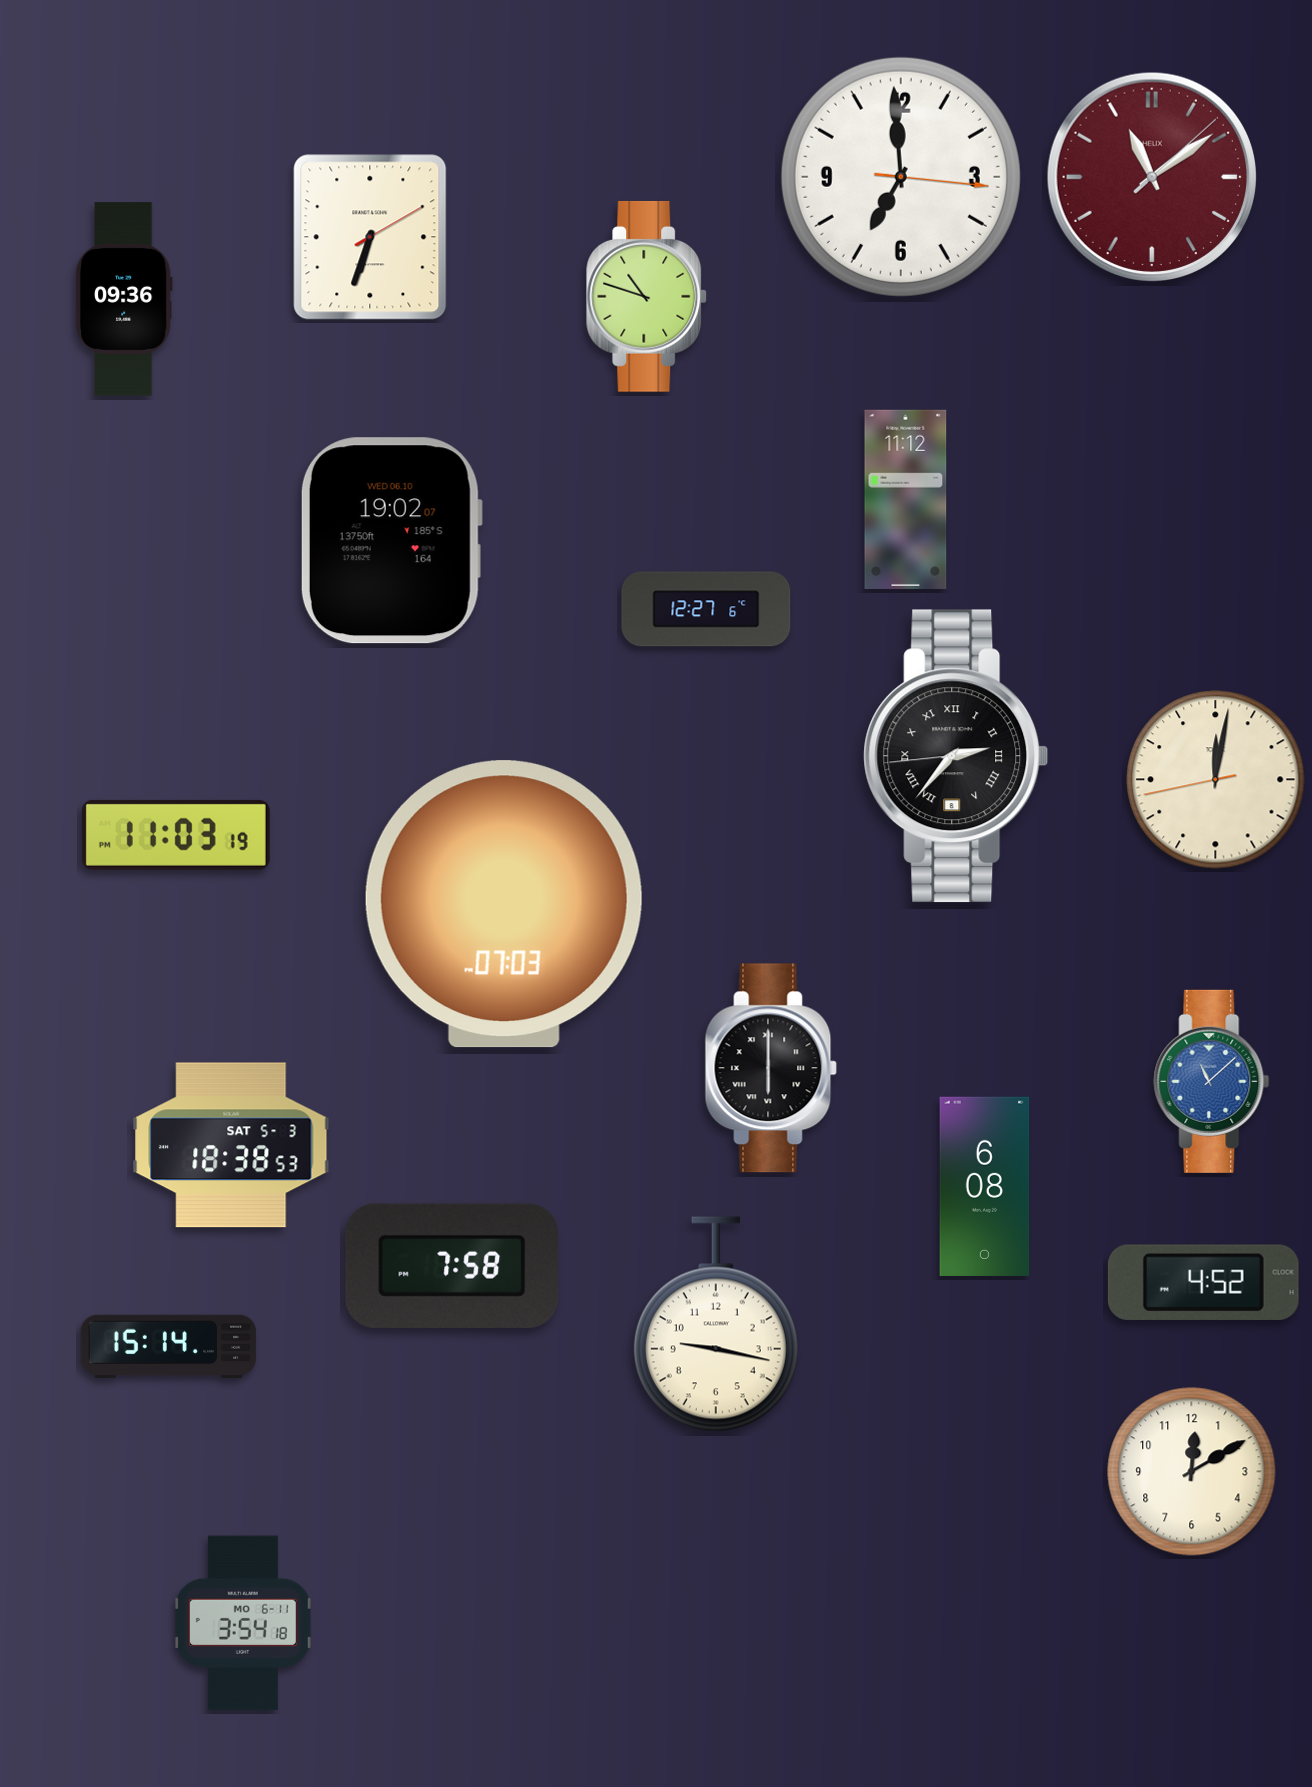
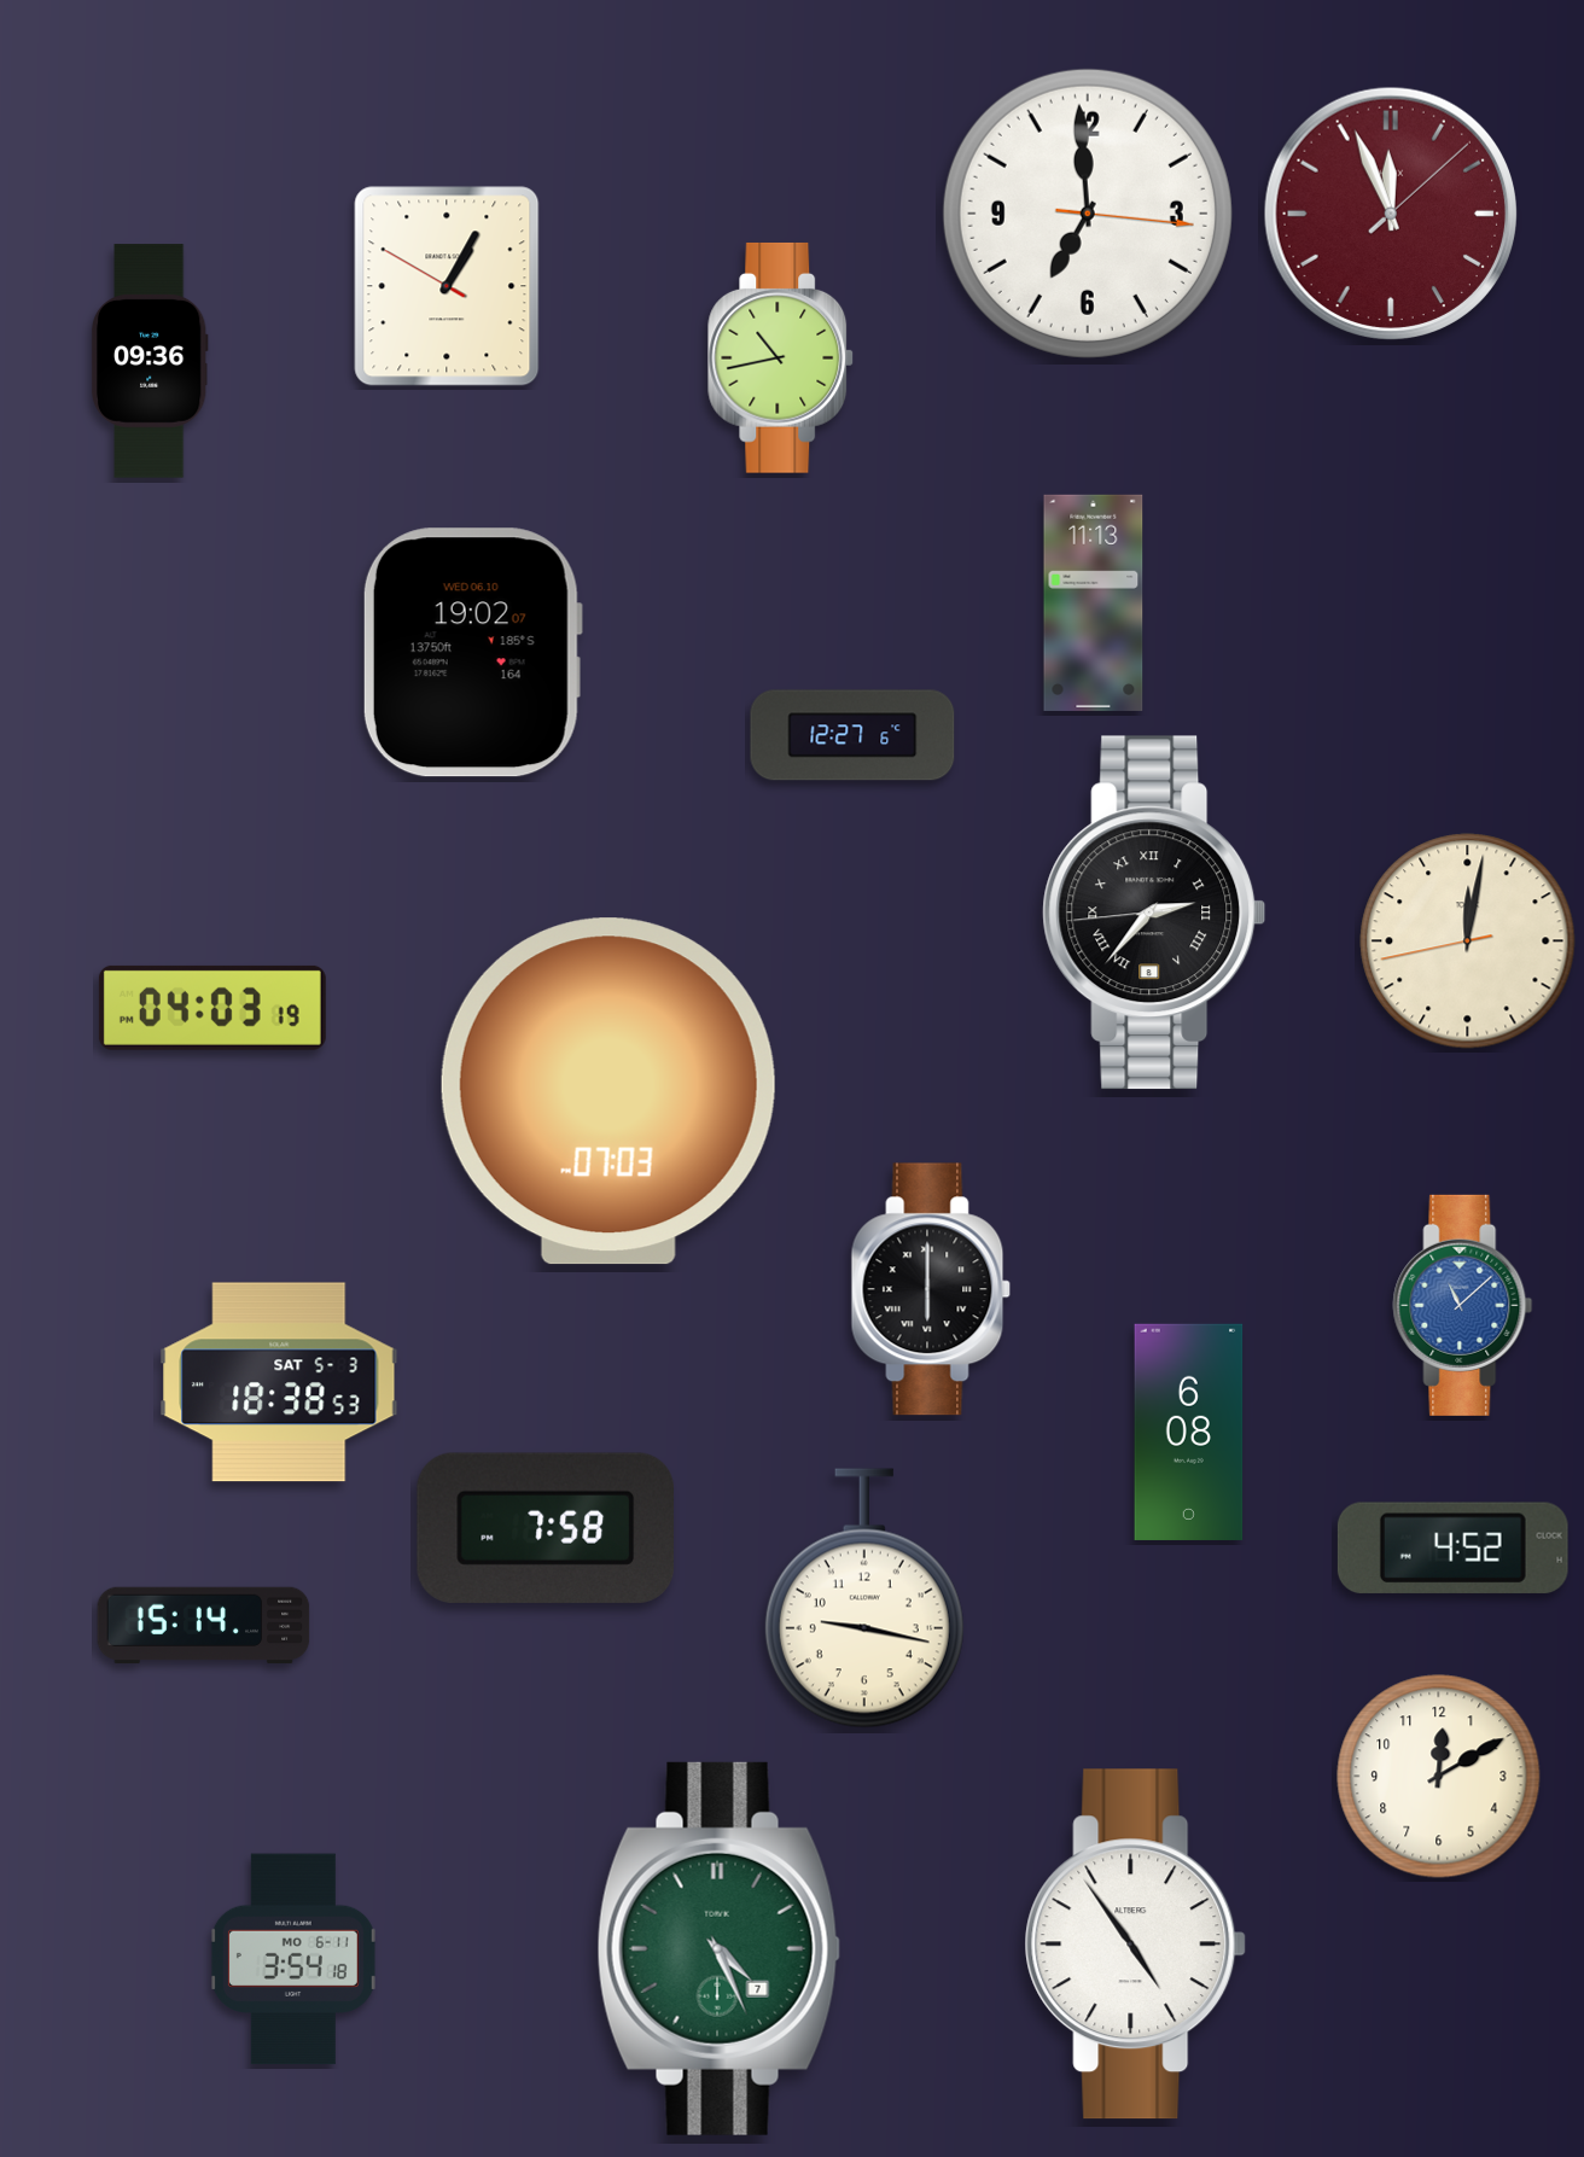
clock at (1151, 176): 11:09 -> 11:56
clock at (370, 237): 6:33 -> 1:04
clock at (647, 296): 10:48 -> 10:43
clock at (906, 499): 11:12 -> 11:13
clock at (176, 835): 11:03 -> 04:03
clock at (1136, 1945): none -> 4:54
clock at (718, 1948): none -> 4:26
